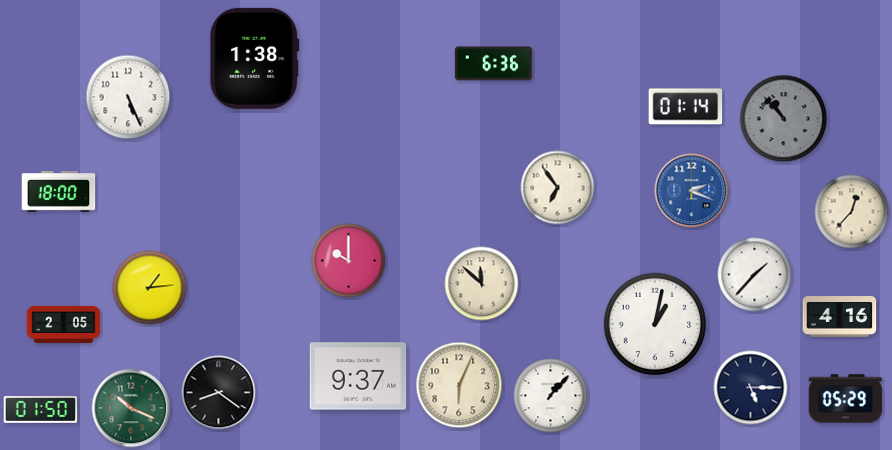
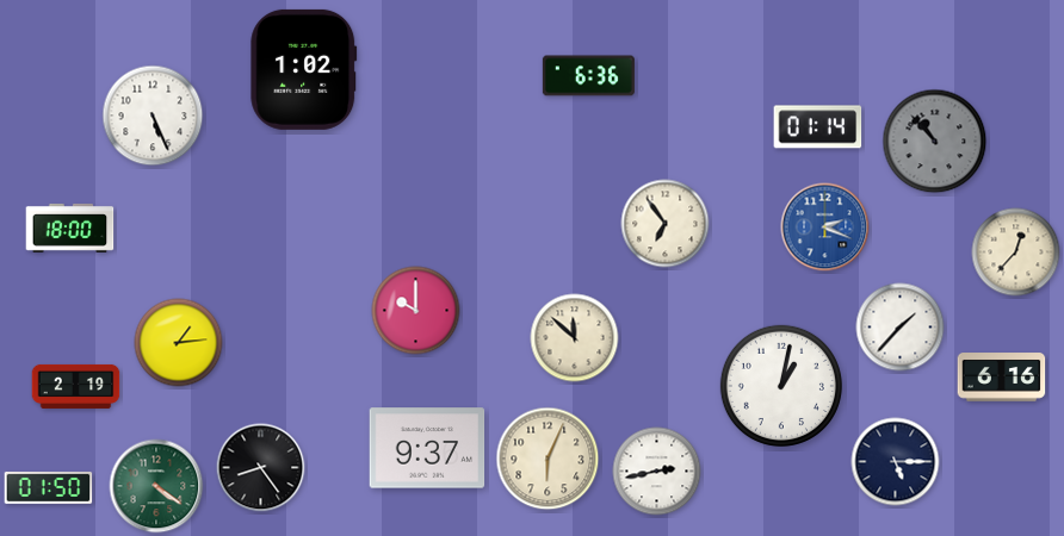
clock at (255, 58): 1:38 -> 1:02
clock at (840, 317): 4:16 -> 6:16
clock at (64, 324): 2:05 -> 2:19
clock at (219, 393): 8:21 -> 8:24
clock at (551, 396): 1:07 -> 2:43
clock at (846, 399): 05:29 -> none
clock at (131, 408): 10:19 -> 4:21
